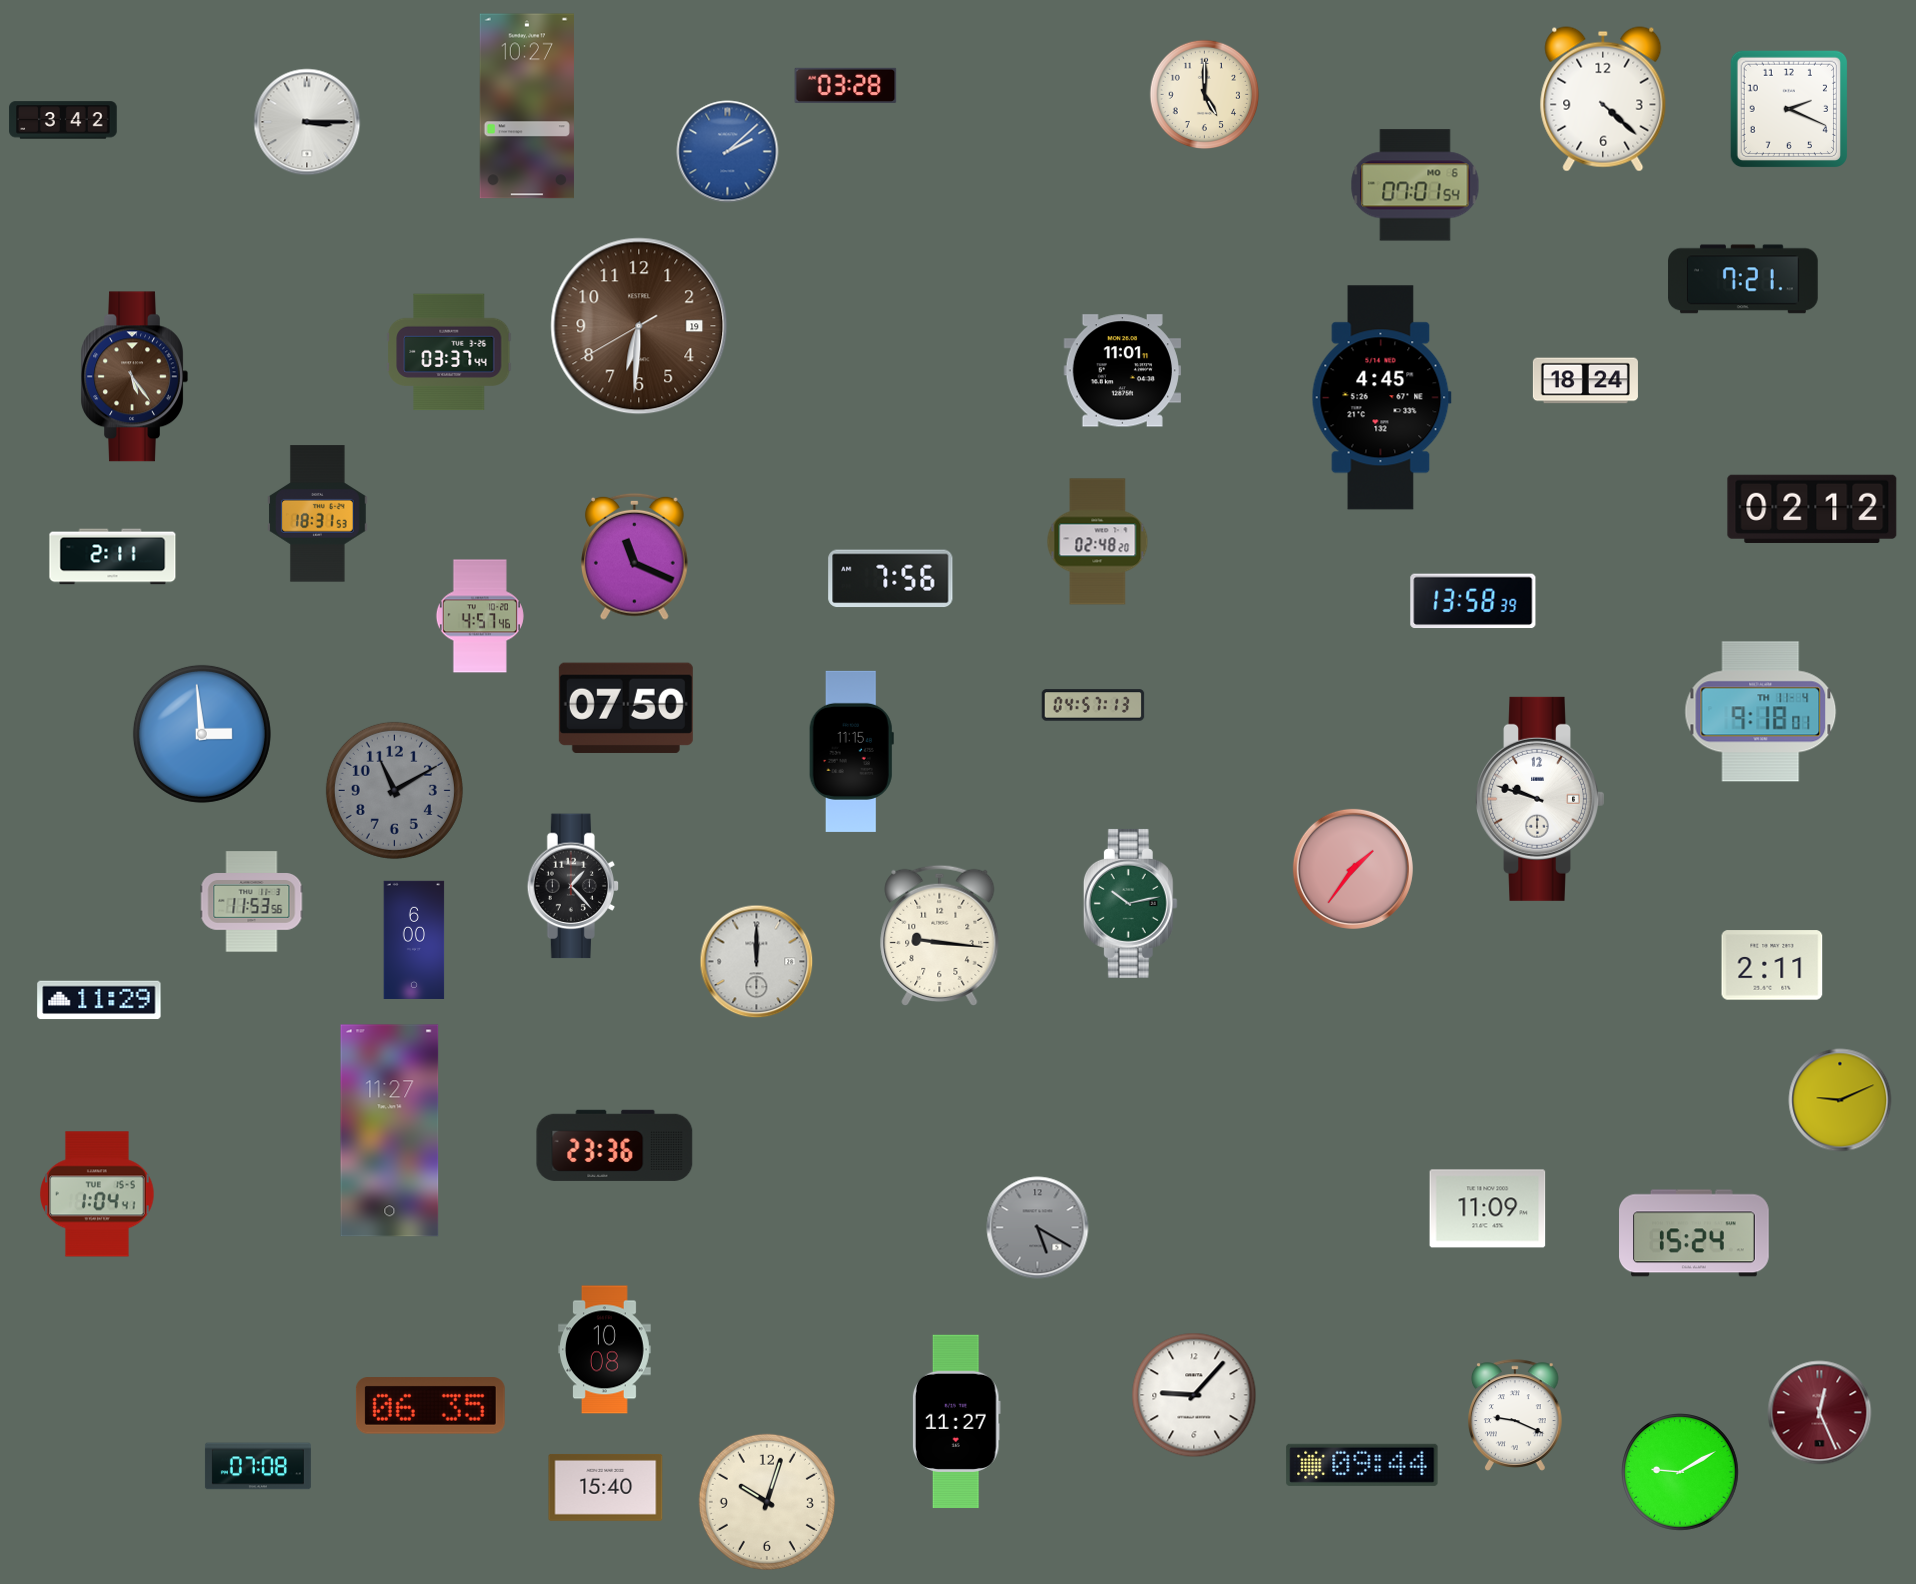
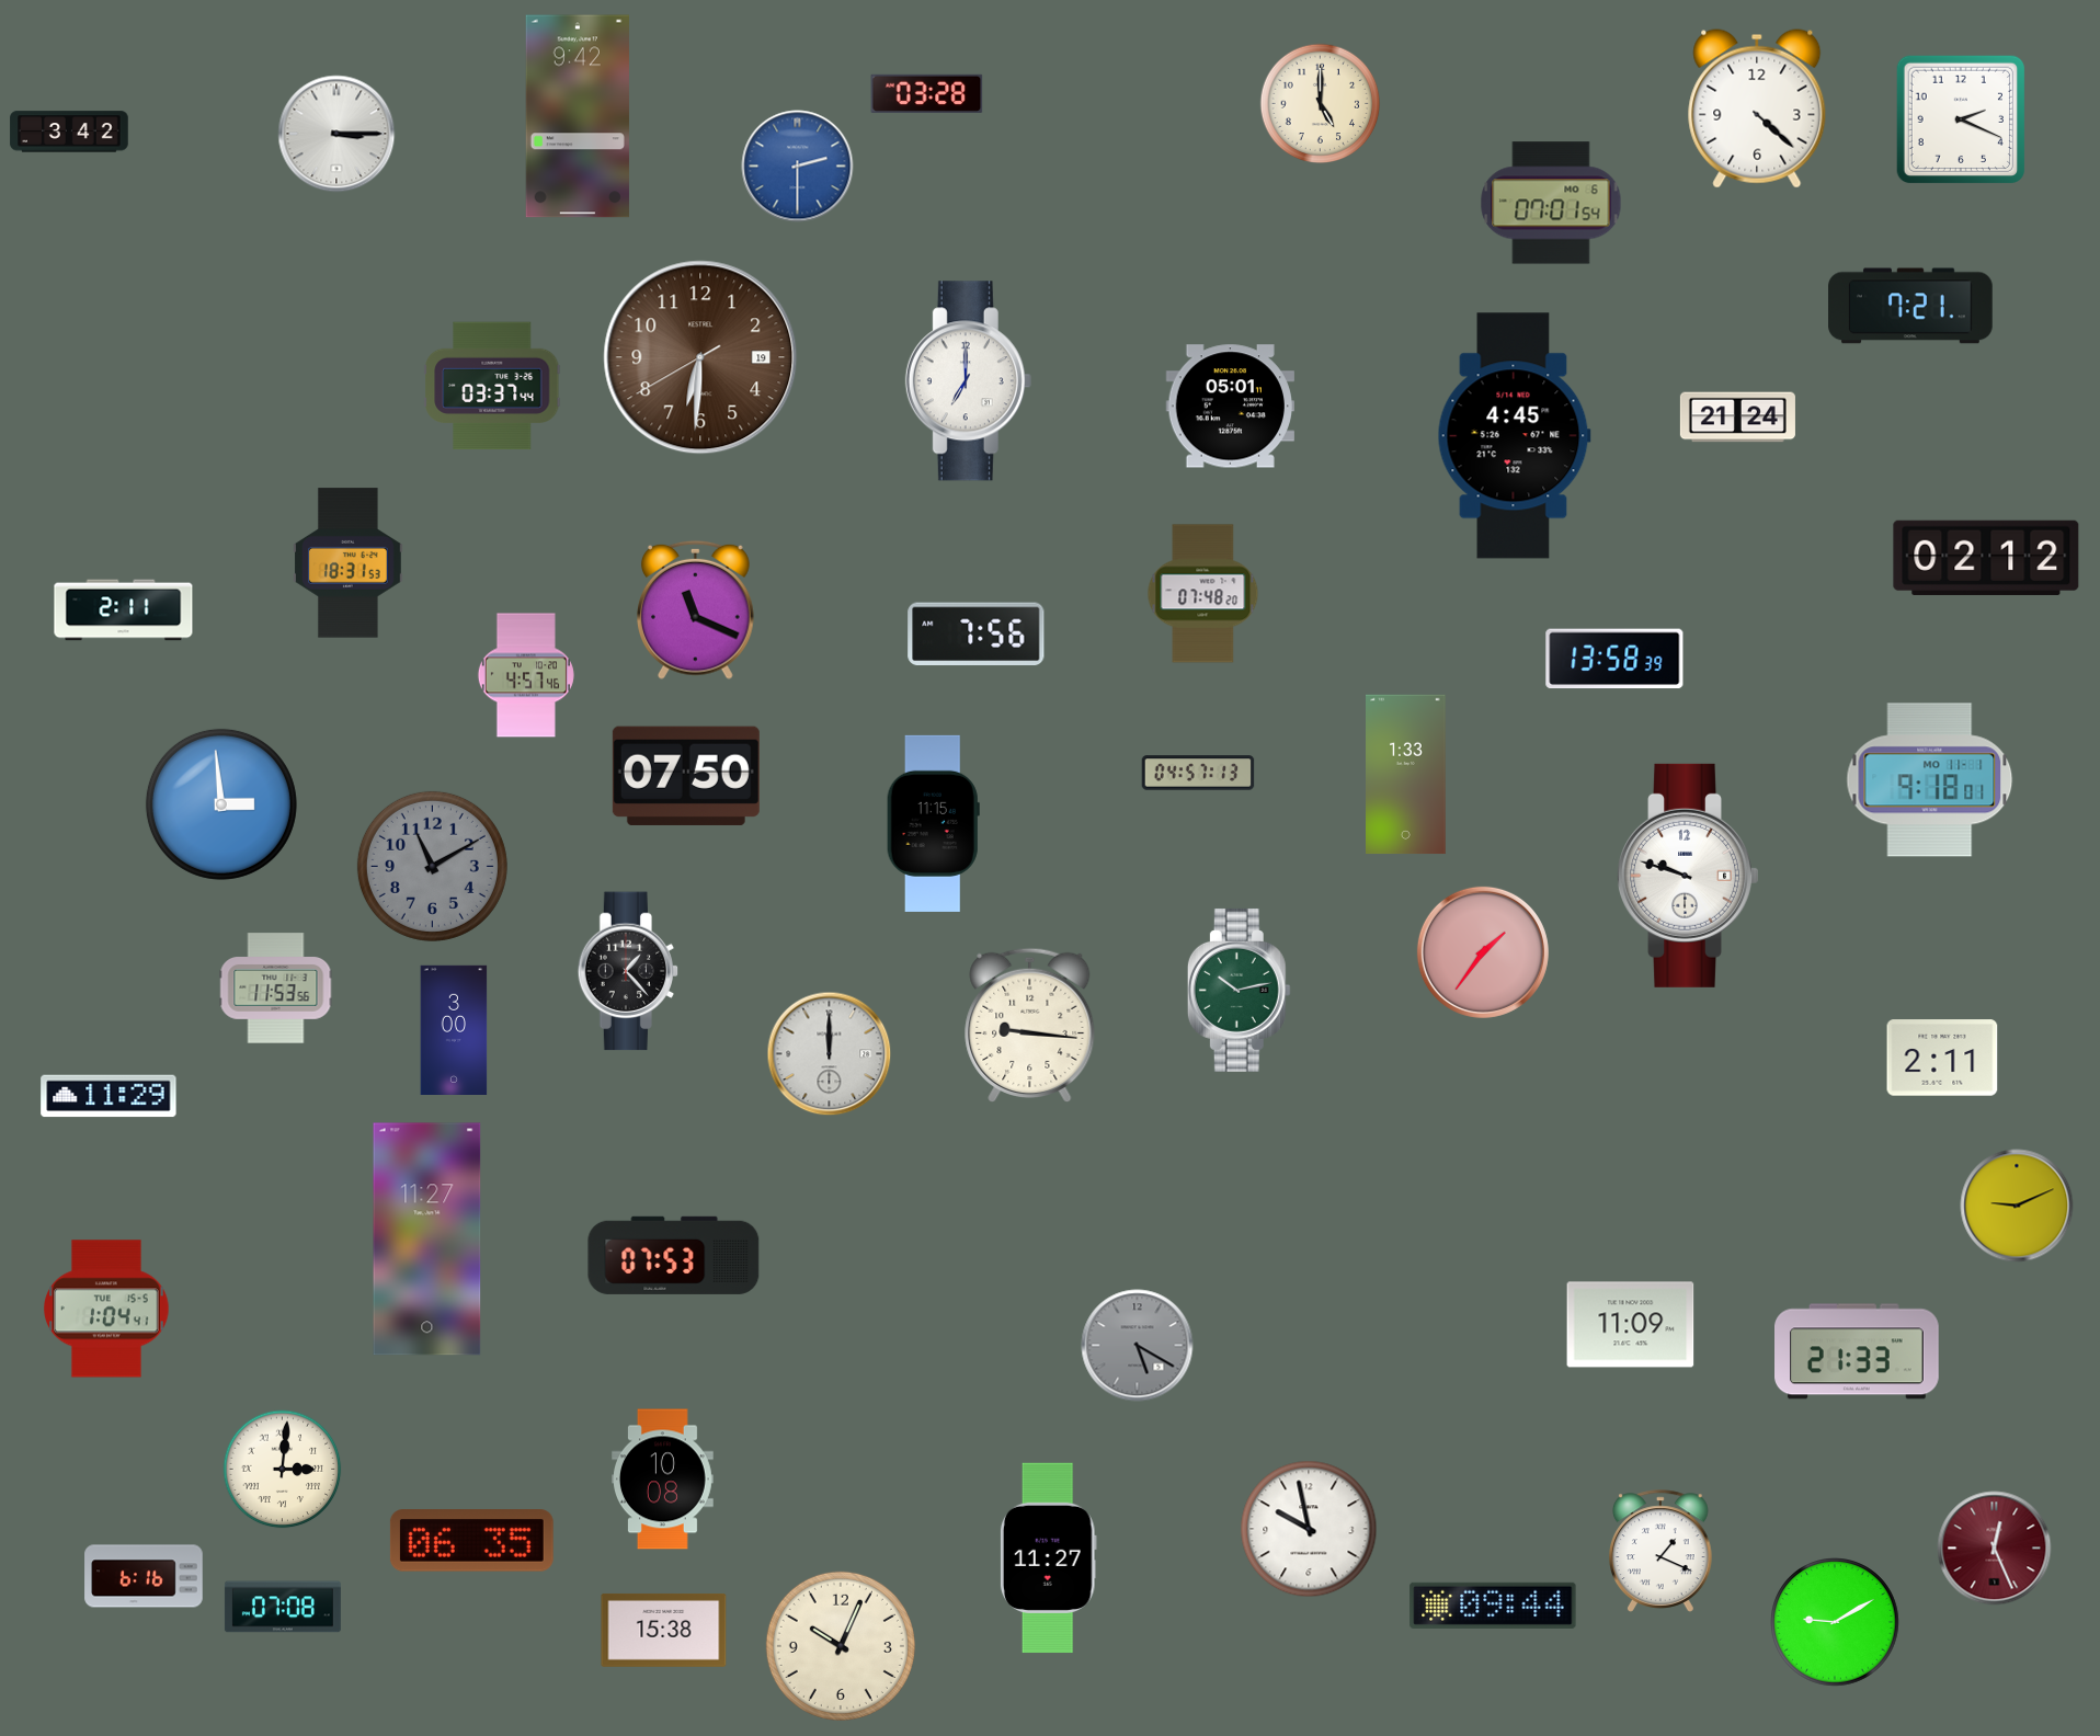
clock at (527, 106): 10:27 -> 9:42
clock at (728, 152): 2:08 -> 2:30
clock at (968, 381): none -> 7:00
clock at (1122, 371): 11:01 -> 05:01
clock at (134, 377): 5:24 -> none
clock at (1585, 381): 18:24 -> 21:24
clock at (1098, 542): 02:48 -> 07:48
clock at (1406, 775): none -> 1:33
clock at (1761, 712) date: TH 11-4 -> MO 11-1
clock at (414, 939): 6:00 -> 3:00
clock at (615, 1145): 23:36 -> 07:53
clock at (1694, 1233): 15:24 -> 21:33
clock at (283, 1470): none -> 3:01
clock at (1194, 1395): 9:07 -> 9:58
clock at (1516, 1415): 9:19 -> 1:19
clock at (144, 1576): none -> 6:16
clock at (1680, 1472) position: (1680, 1472) -> (1835, 1622)
clock at (606, 1487): 15:40 -> 15:38
clock at (767, 1502): 10:03 -> 10:04
